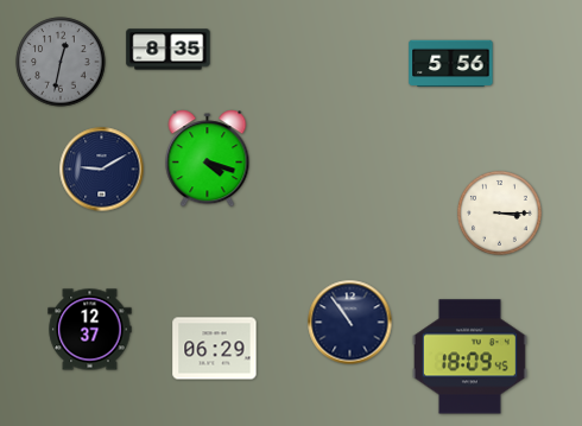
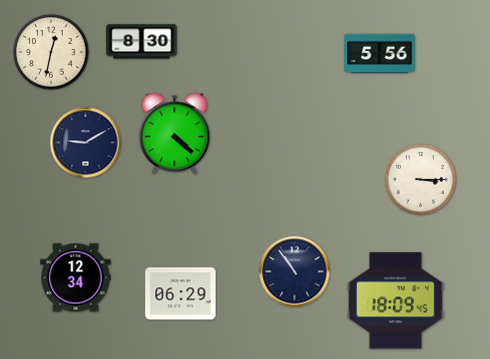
clock at (169, 50): 8:35 -> 8:30
clock at (61, 62) dial: grey -> cream
clock at (208, 159): 4:18 -> 4:22
clock at (90, 330): 12:37 -> 12:34
